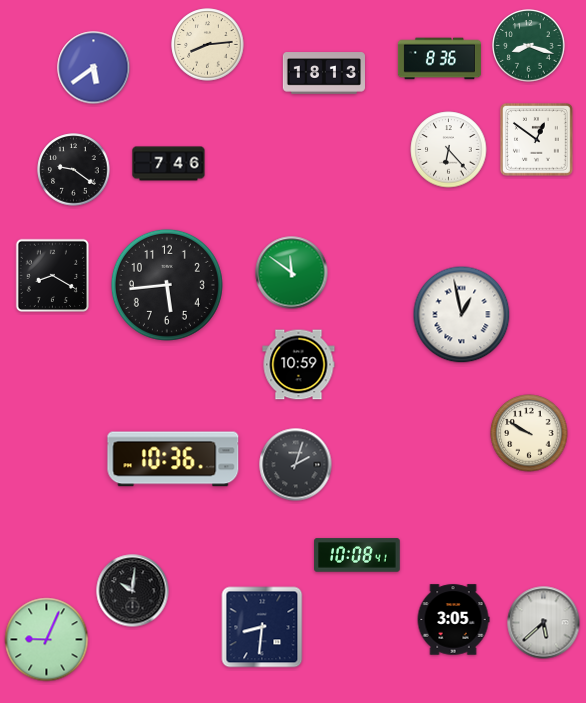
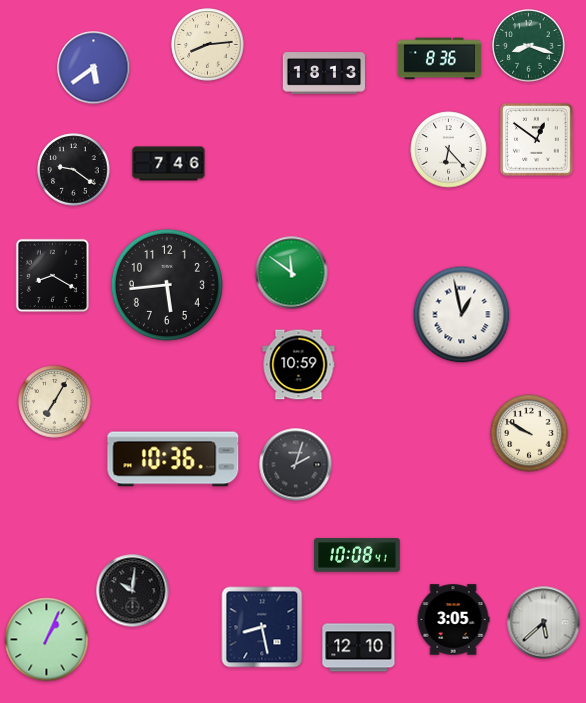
clock at (55, 402): none -> 7:05
clock at (262, 627): 8:31 -> 8:28
clock at (47, 640): 9:04 -> 1:04
clock at (359, 648): none -> 12:10
